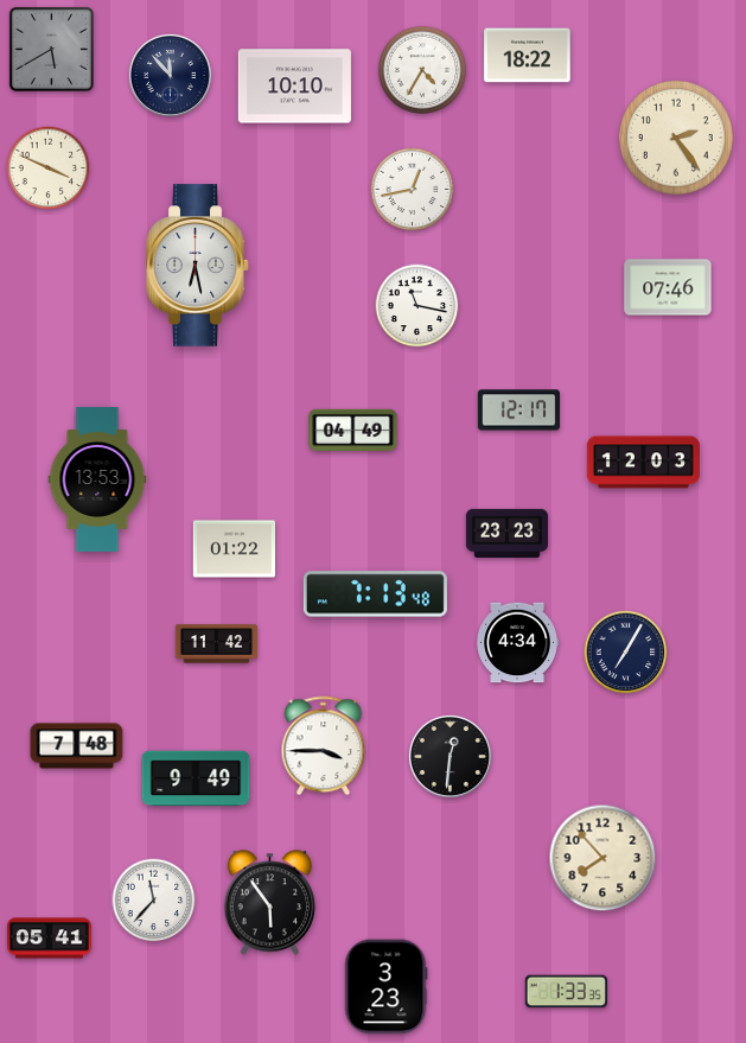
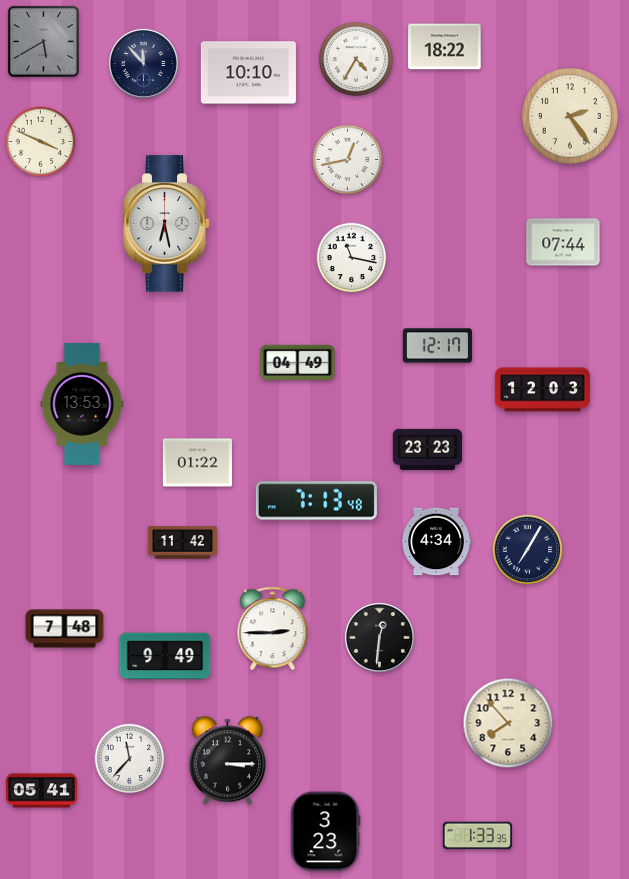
clock at (668, 287): 07:46 -> 07:44
clock at (324, 746): 3:45 -> 2:45
clock at (270, 903): 5:54 -> 3:15
